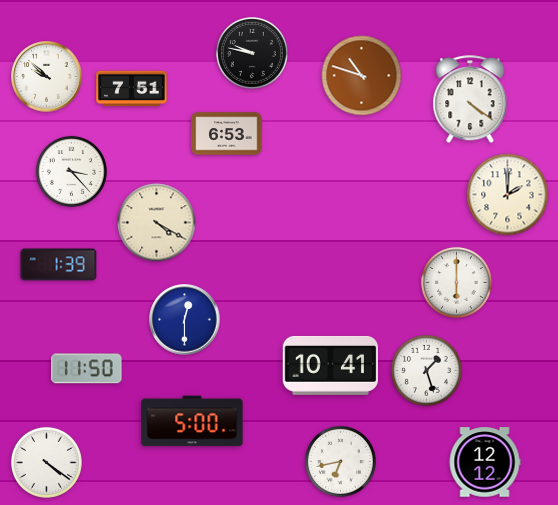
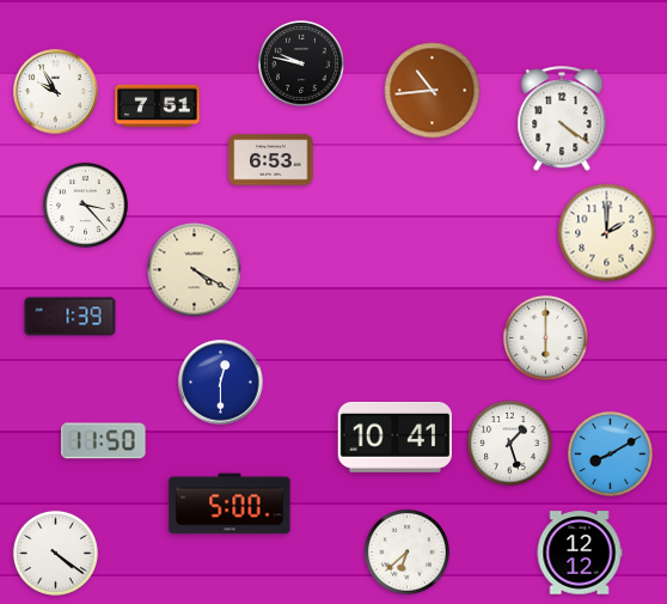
clock at (362, 76): 10:48 -> 10:44
clock at (47, 77): 9:52 -> 9:55
clock at (157, 223) position: (157, 223) -> (195, 270)
clock at (610, 453): none -> 8:10
clock at (340, 461): 6:43 -> 6:38
